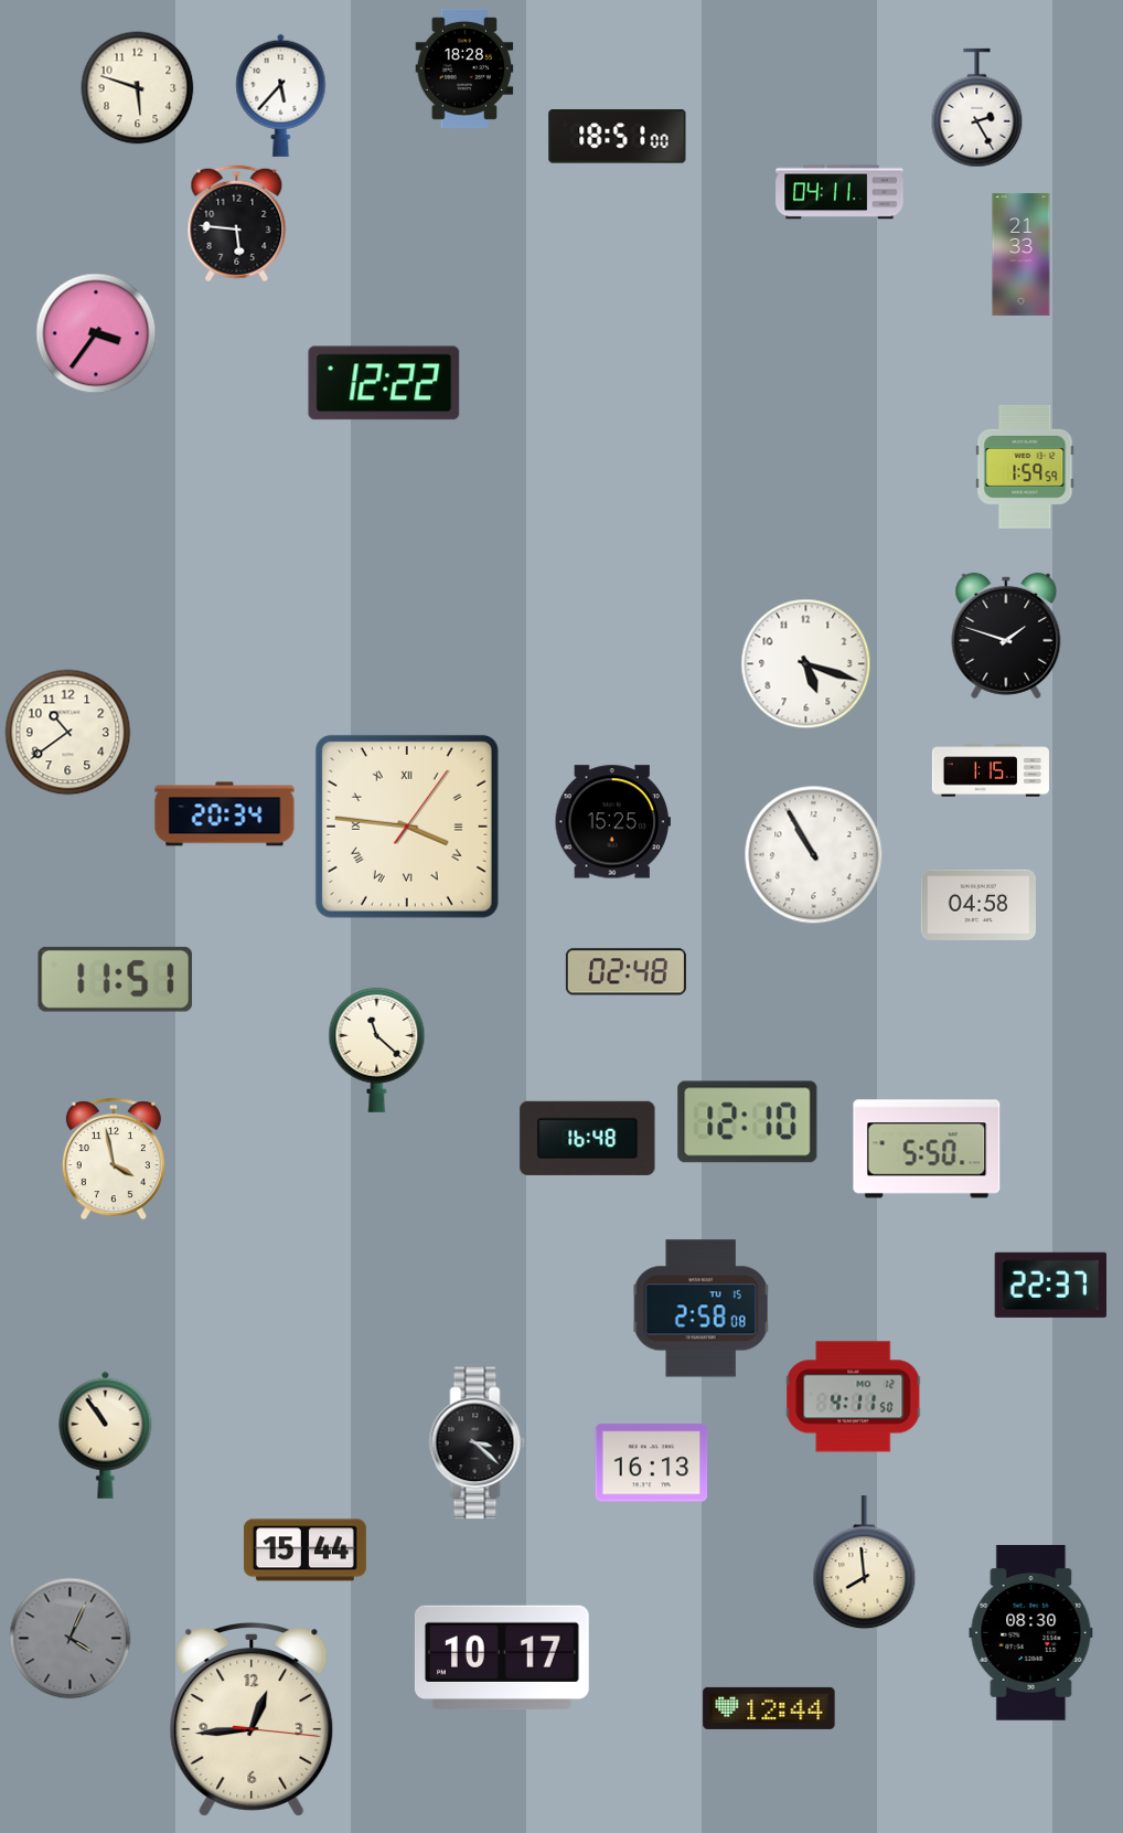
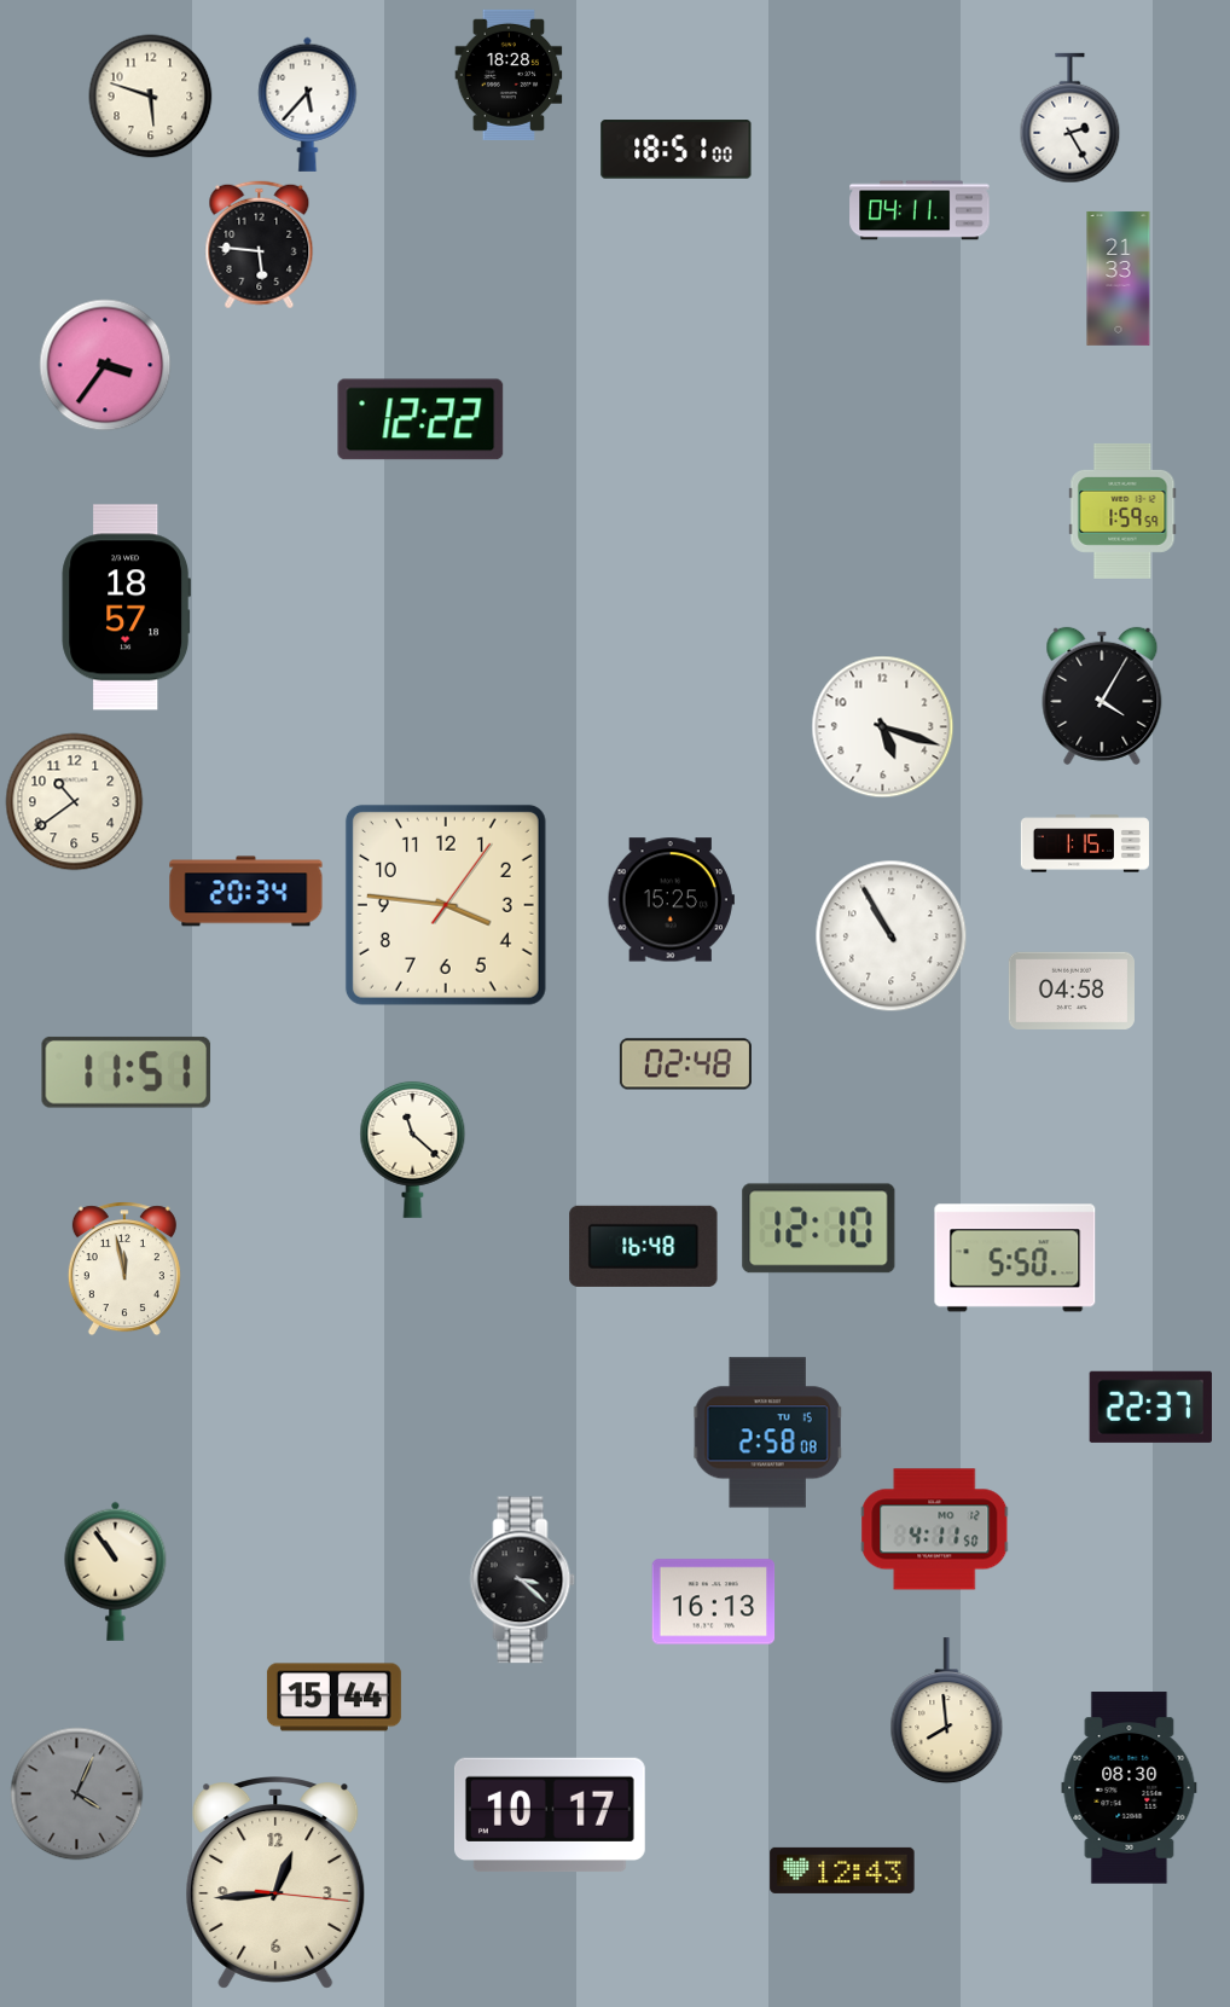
clock at (127, 608): none -> 18:57
clock at (1006, 636): 1:48 -> 4:05
clock at (407, 827) numerals: Roman -> Arabic
clock at (114, 1159): 3:58 -> 11:58
clock at (769, 1708): 12:44 -> 12:43
